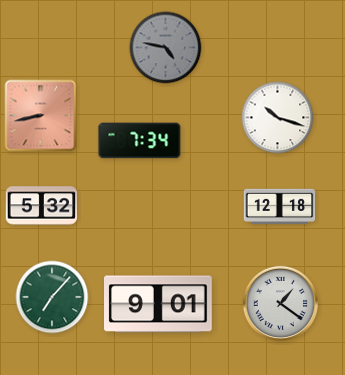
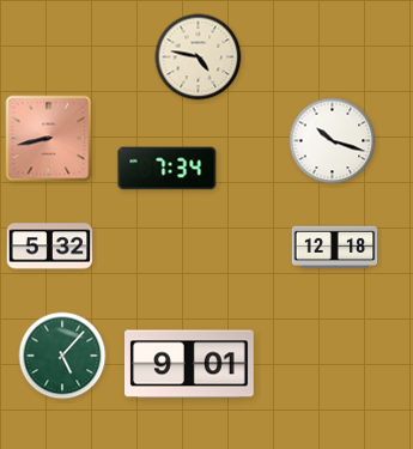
clock at (166, 48) dial: grey -> cream
clock at (52, 297): 7:07 -> 5:07
clock at (280, 303): 1:21 -> none
